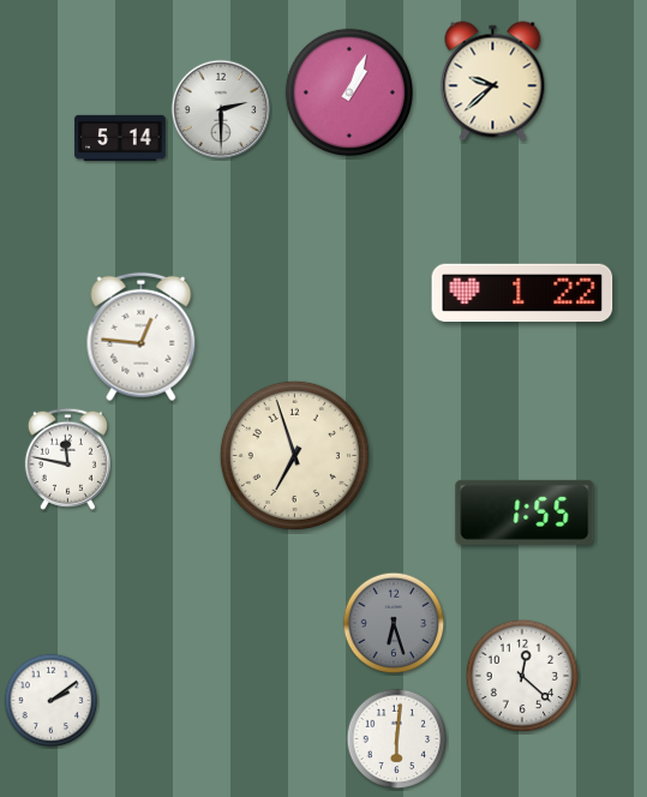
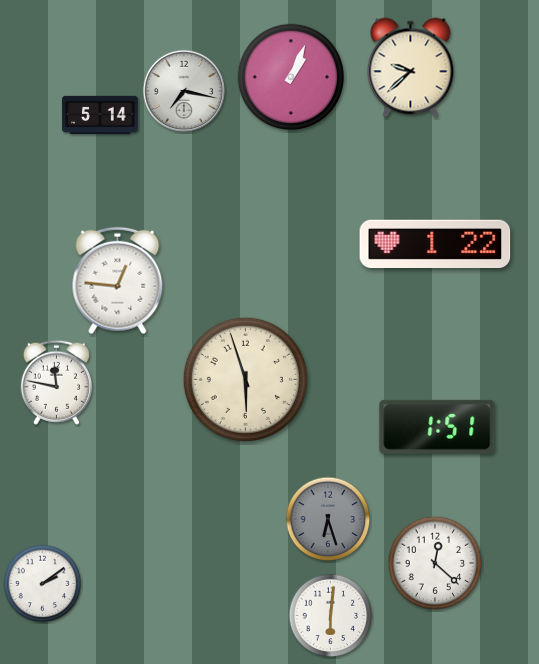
clock at (221, 109): 2:30 -> 7:17
clock at (294, 455): 6:57 -> 5:57
clock at (525, 513): 1:55 -> 1:51
